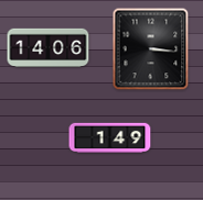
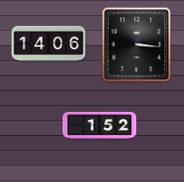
clock at (49, 47) position: (49, 47) -> (49, 43)
clock at (110, 138): 1:49 -> 1:52
